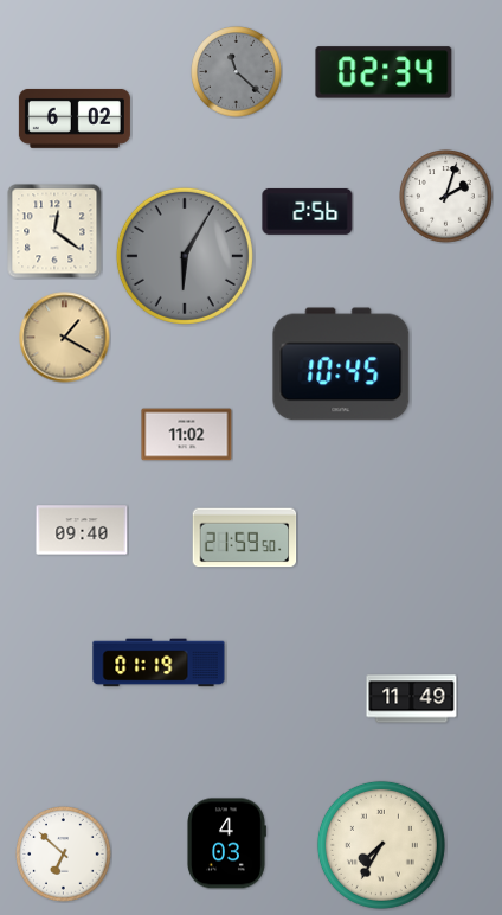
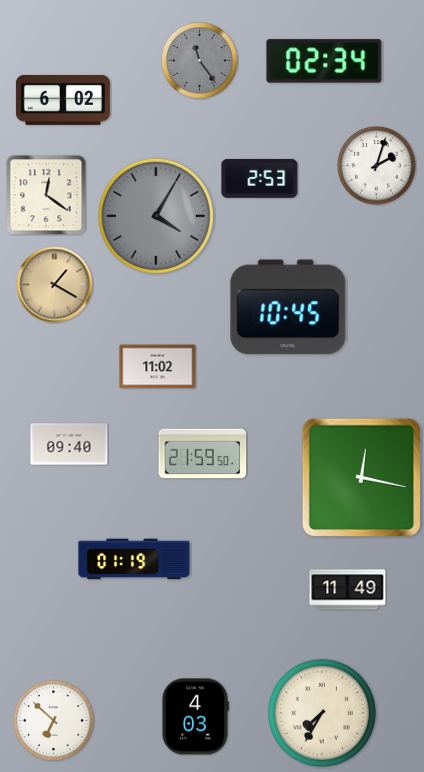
clock at (237, 72): 11:22 -> 11:24
clock at (308, 211): 2:56 -> 2:53
clock at (185, 256): 6:05 -> 4:05
clock at (82, 530) position: (82, 530) -> (69, 444)
clock at (245, 538) position: (245, 538) -> (203, 454)
clock at (362, 478): none -> 12:17
clock at (226, 844) position: (226, 844) -> (195, 717)
